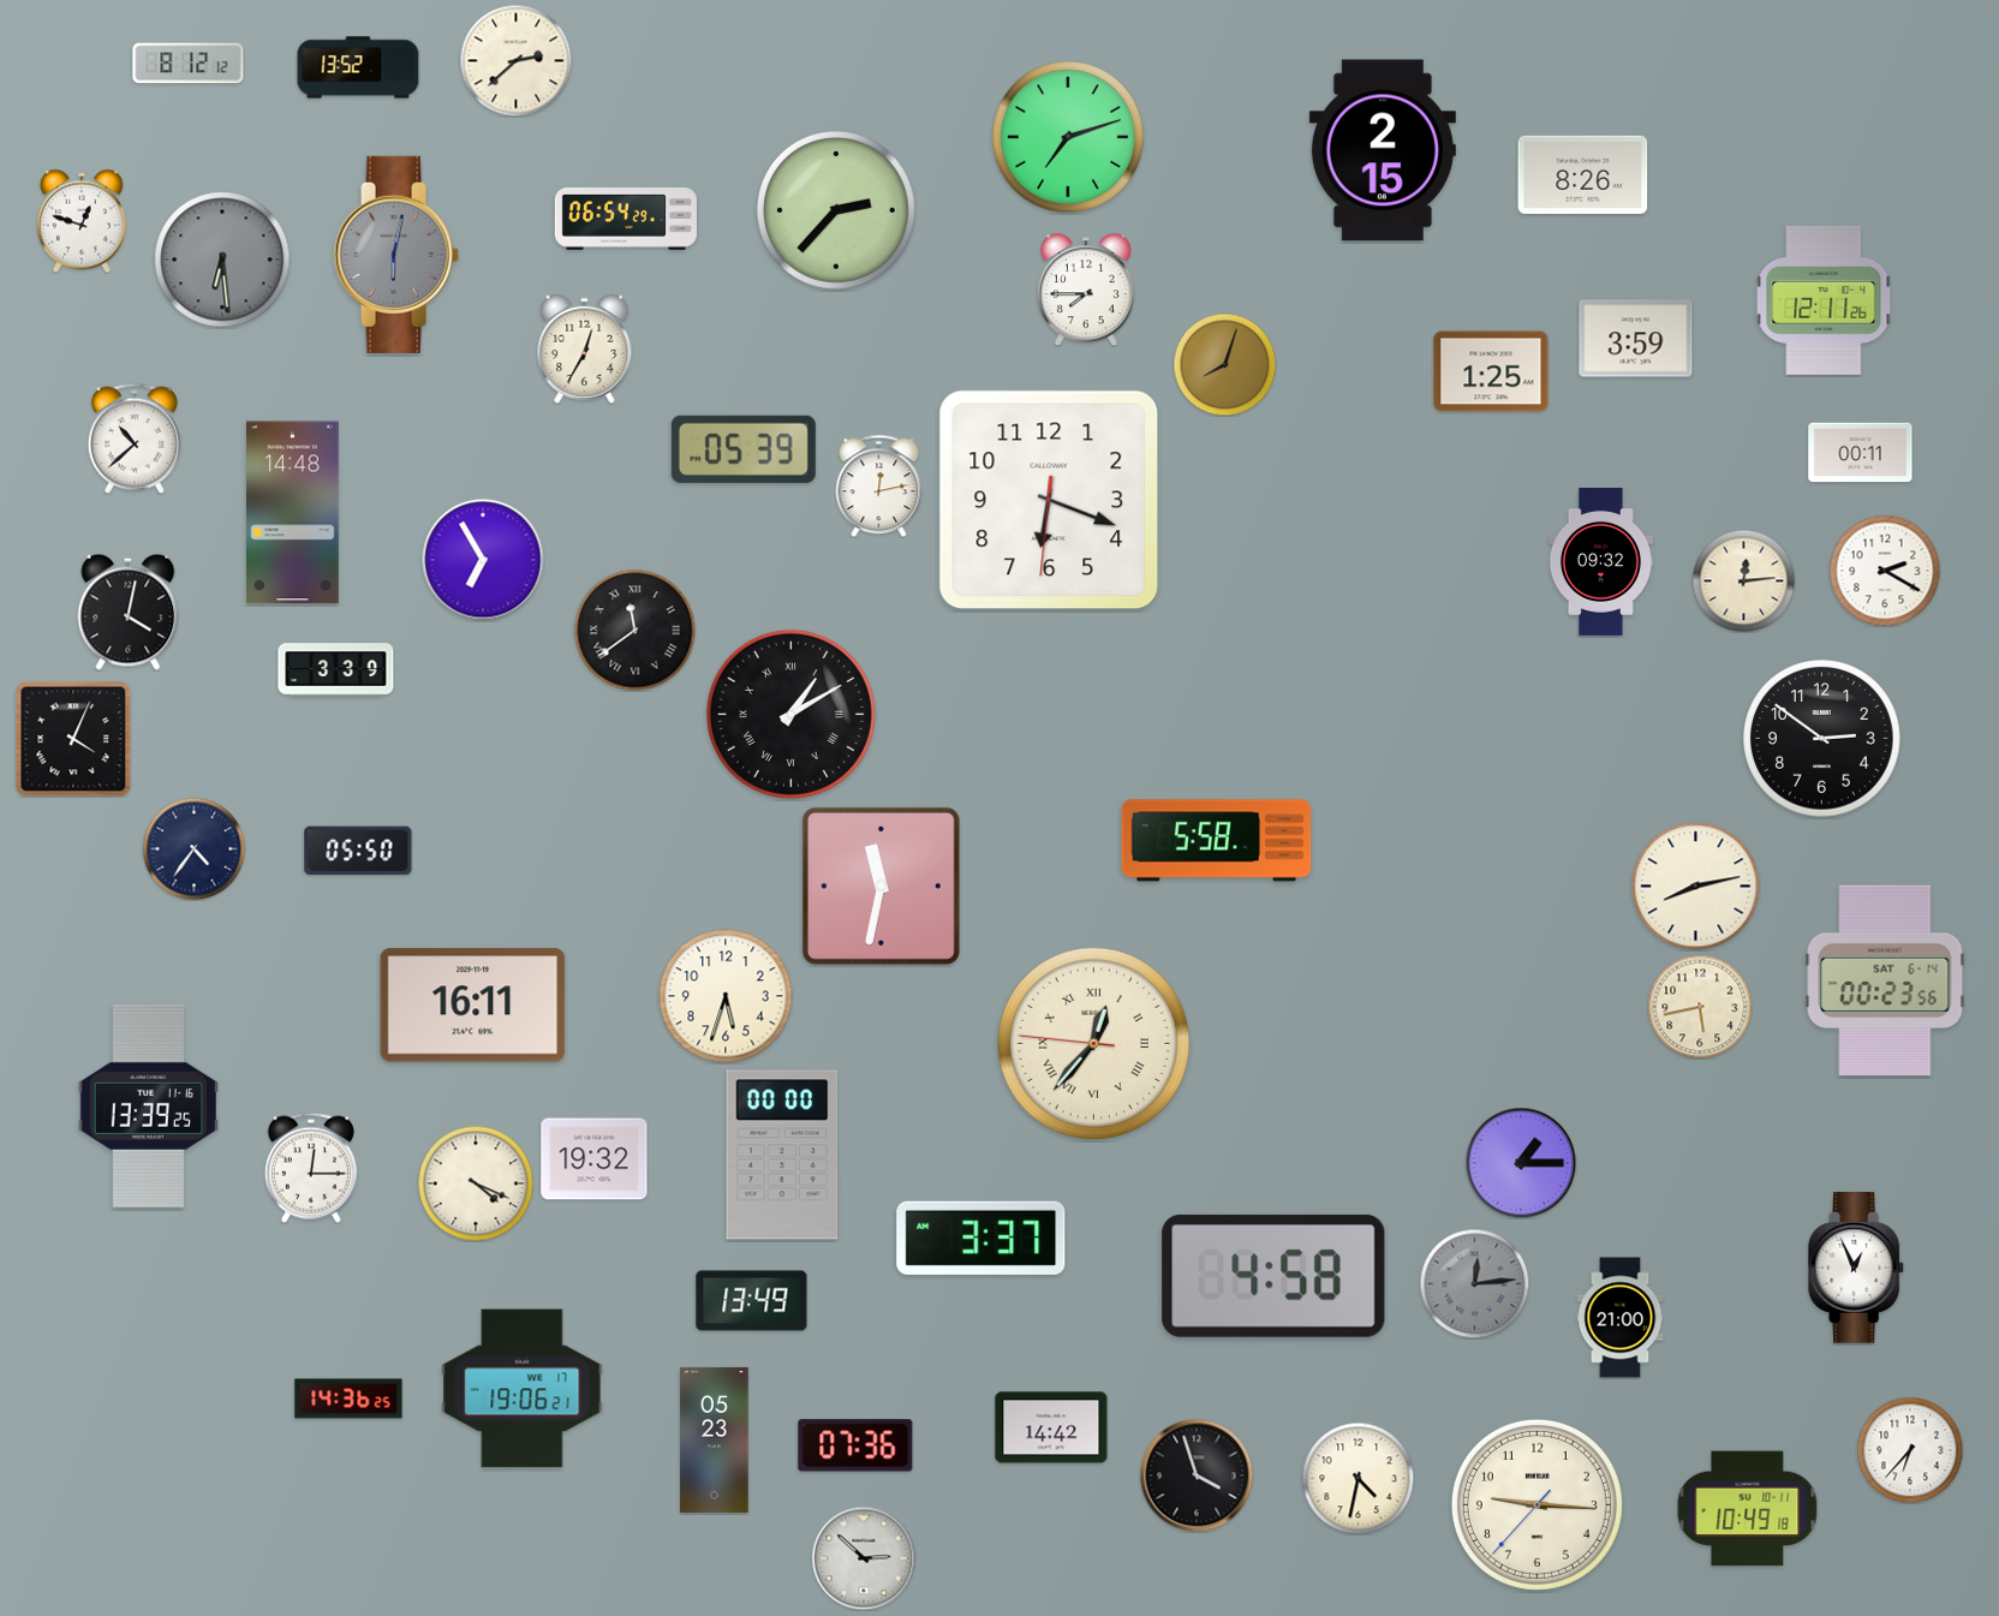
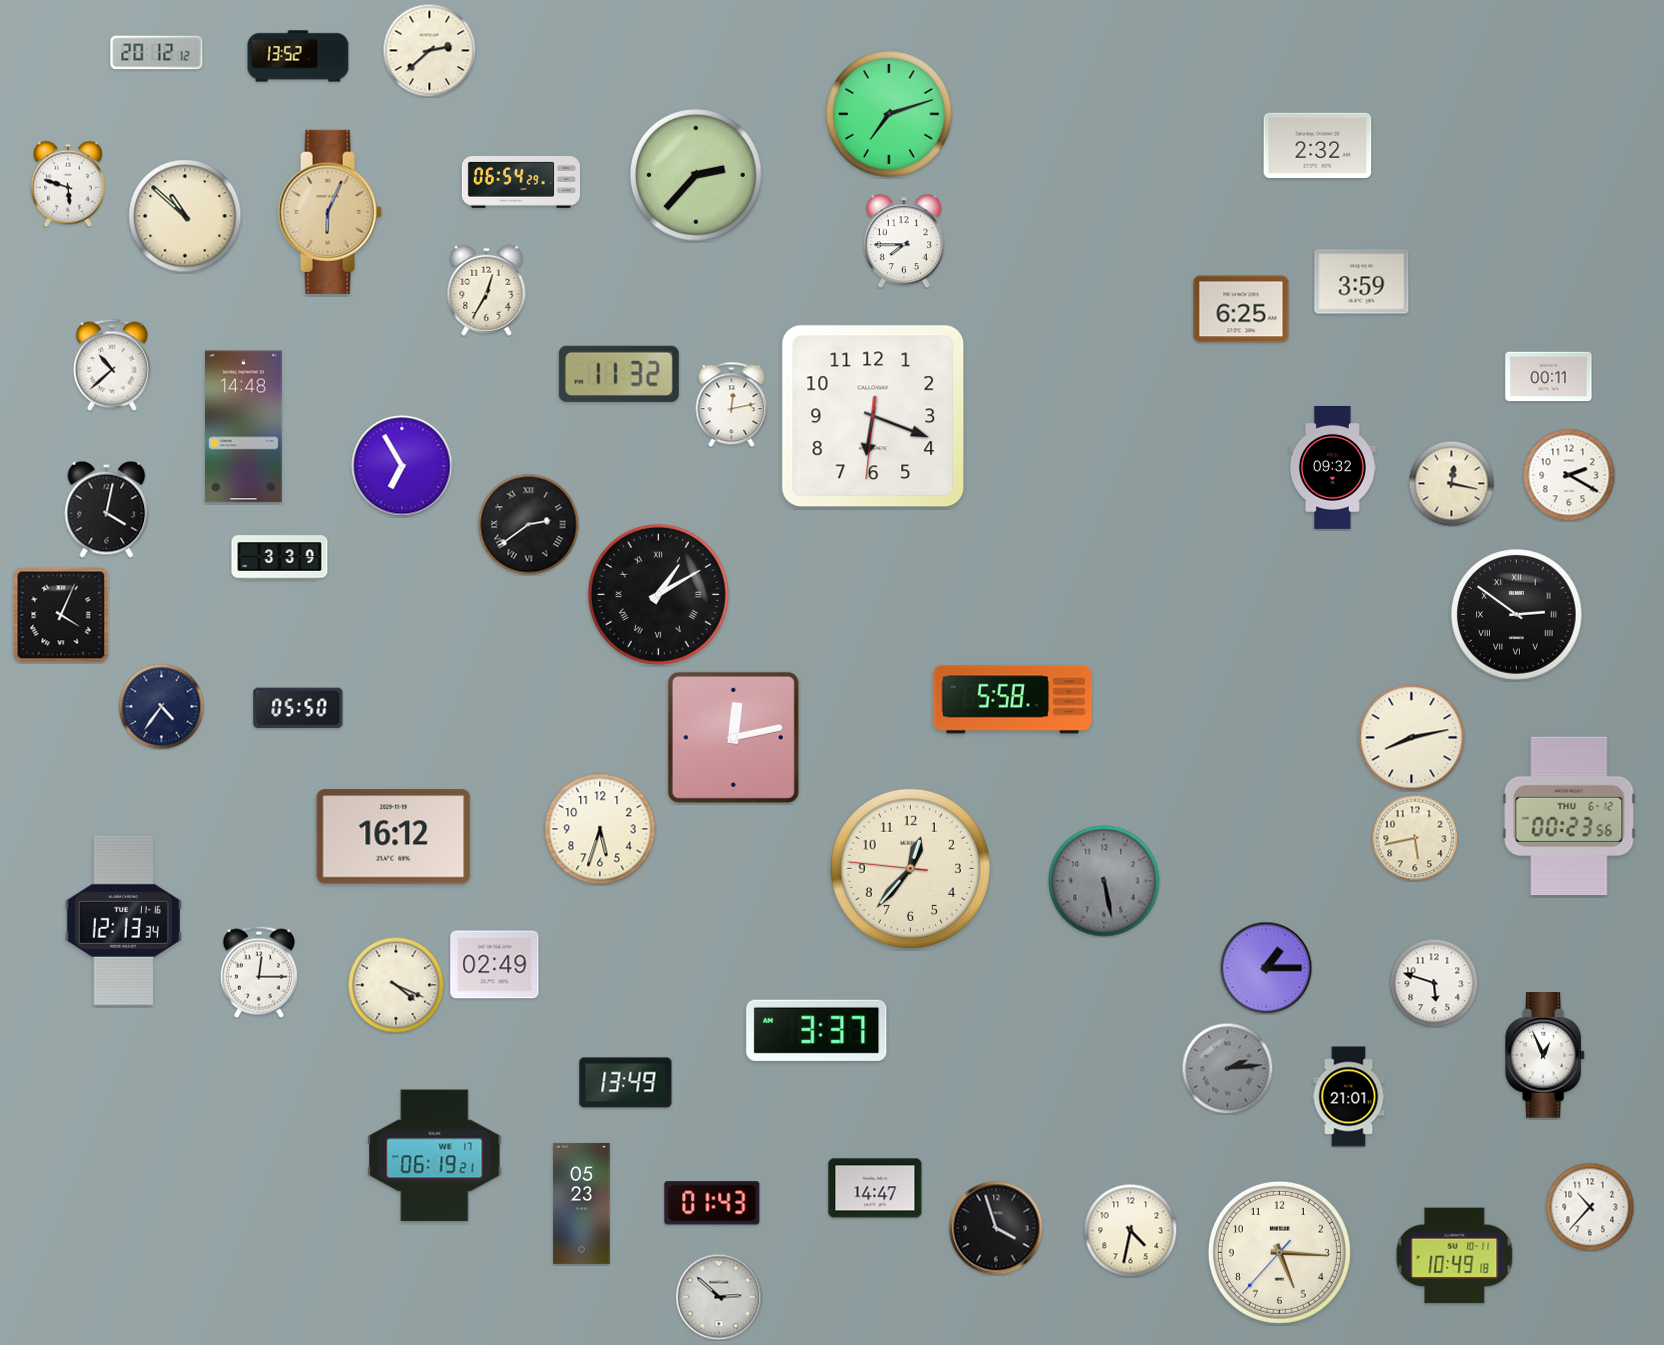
clock at (189, 64): 8:12 -> 20:12
clock at (1383, 150): 2:15 -> none
clock at (1583, 174): 8:26 -> 2:32
clock at (82, 221): 12:48 -> 5:48
clock at (396, 255): 6:02 -> 6:04
clock at (396, 255) dial: grey -> champagne
clock at (222, 260): 6:29 -> 10:52
clock at (222, 260) dial: grey -> cream
clock at (1824, 300): 12:11 -> none
clock at (1224, 364): 8:03 -> none
clock at (1491, 371): 1:25 -> 6:25
clock at (744, 449): 05:39 -> 11:32
clock at (1743, 580): 12:14 -> 12:17
clock at (635, 631): 11:39 -> 2:39
clock at (1822, 739) numerals: Arabic -> Roman
clock at (881, 885): 11:32 -> 12:13
clock at (1885, 980) date: SAT 6-14 -> THU 6-12
clock at (726, 996) position: (726, 996) -> (600, 829)
clock at (473, 1006): 16:11 -> 16:12
clock at (1093, 1043) numerals: Roman -> Arabic
clock at (1104, 881): none -> 5:28
clock at (148, 1105): 13:39 -> 12:13
clock at (782, 1155): 00:00 -> none
clock at (595, 1159): 19:32 -> 02:49
clock at (1434, 983): none -> 5:48
clock at (1273, 1276): 4:58 -> none
clock at (1474, 1283): 12:14 -> 2:14
clock at (1621, 1318): 21:00 -> 21:01
clock at (523, 1389): 19:06 -> 06:19
clock at (348, 1399): 14:36 -> none
clock at (1051, 1427): 14:42 -> 14:47
clock at (715, 1439) position: (715, 1439) -> (582, 1203)
clock at (855, 1445): 07:36 -> 01:43
clock at (1910, 1450): 6:37 -> 10:37
clock at (1536, 1504): 9:15 -> 5:15
